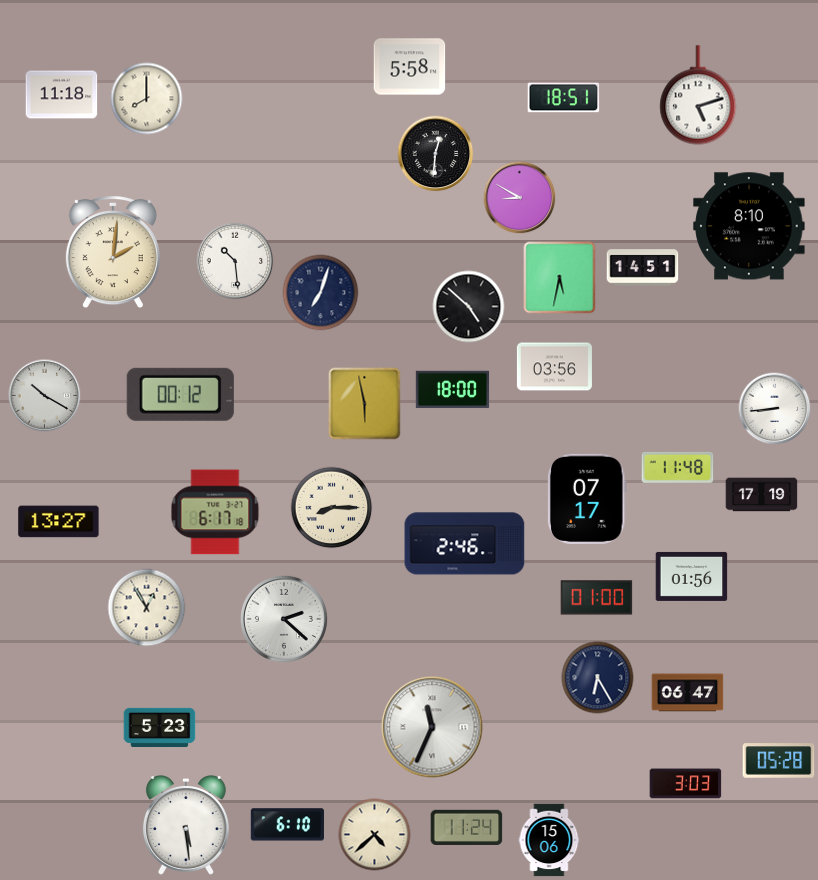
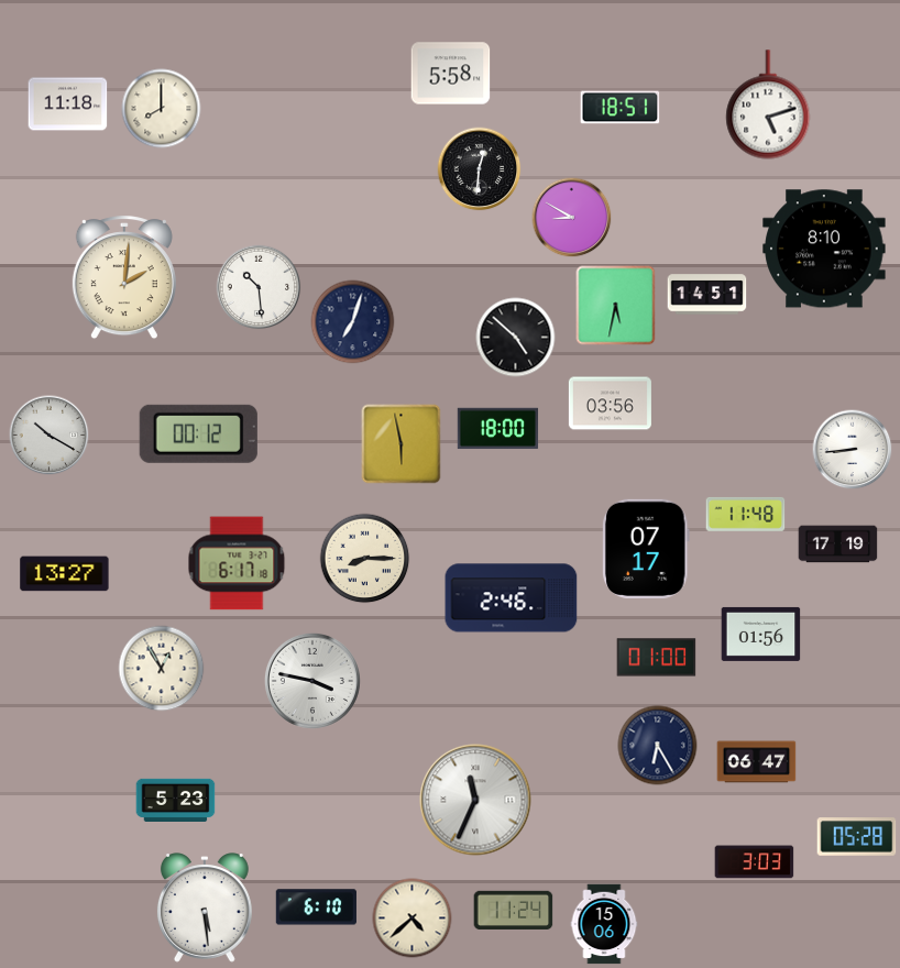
clock at (284, 619): 2:22 -> 3:47
